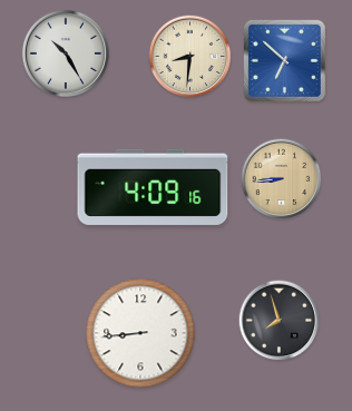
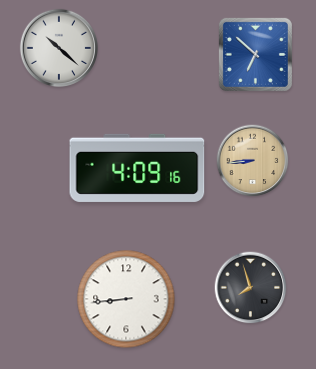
clock at (65, 52): 10:25 -> 10:22
clock at (190, 57): 8:31 -> none
